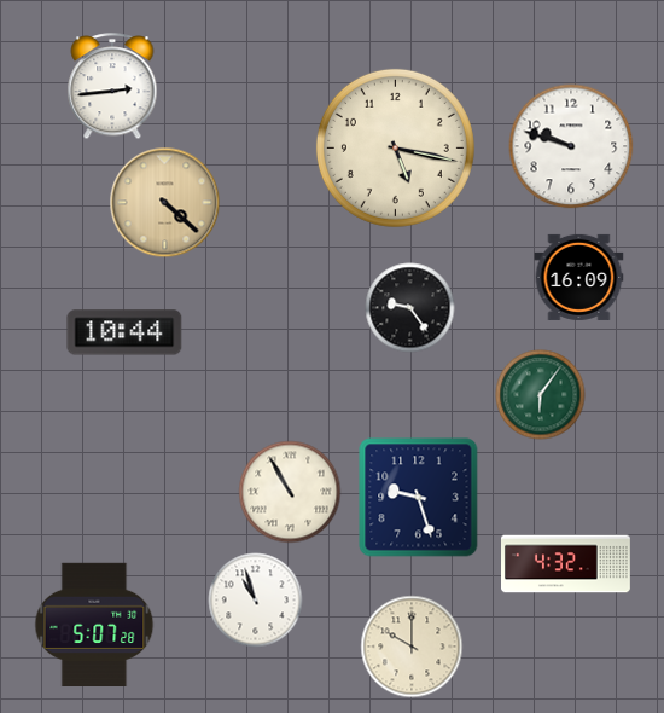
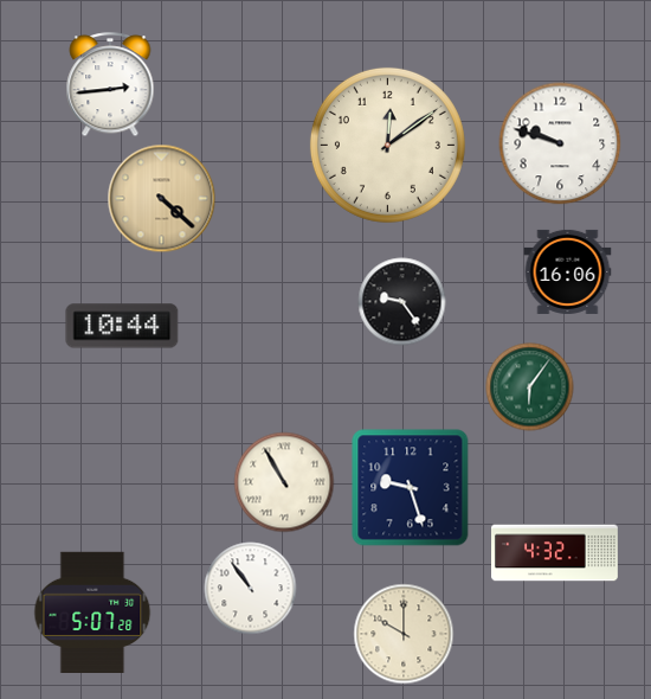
clock at (395, 147): 5:17 -> 12:09
clock at (579, 277): 16:09 -> 16:06
clock at (256, 601): 10:57 -> 10:54
